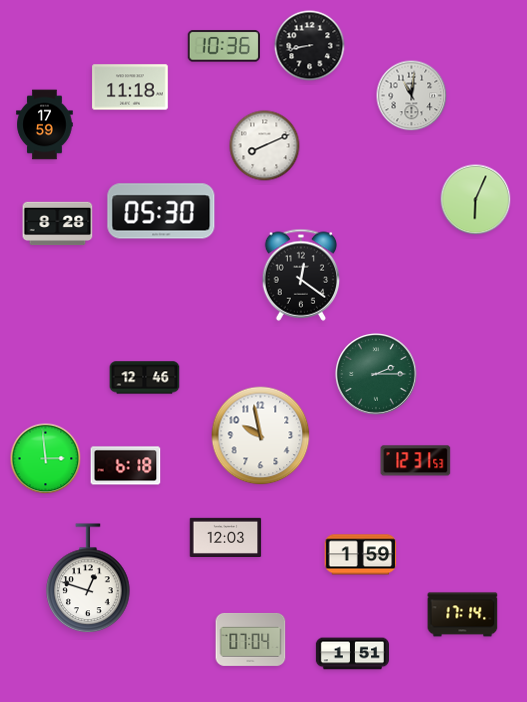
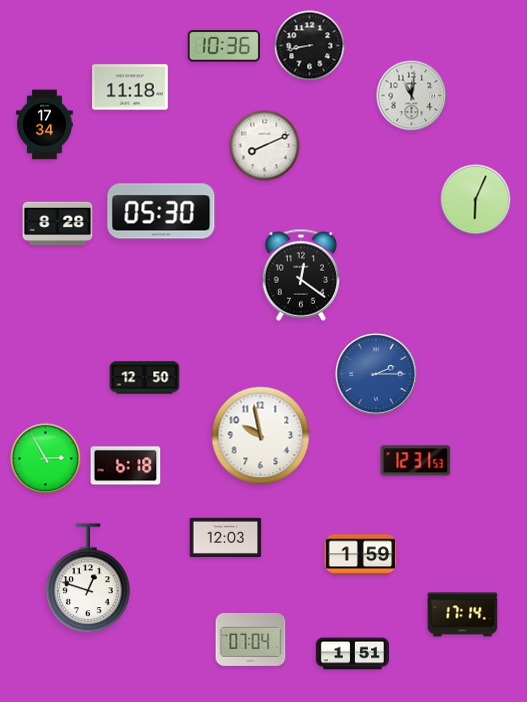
clock at (45, 125): 17:59 -> 17:34
clock at (377, 375) dial: green -> blue
clock at (145, 378): 12:46 -> 12:50
clock at (46, 459): 2:59 -> 2:55
